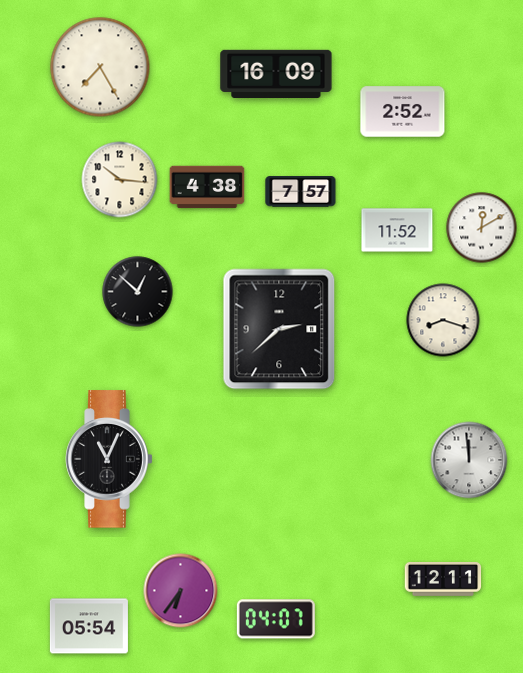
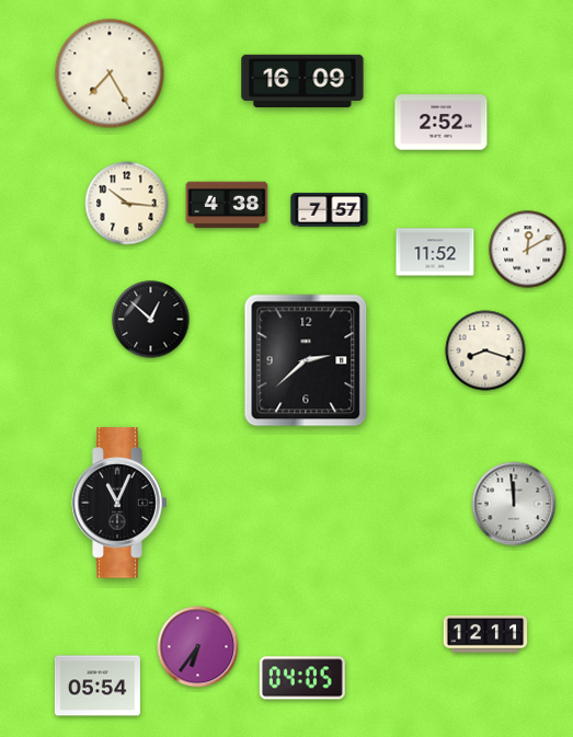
clock at (120, 180) position: (120, 180) -> (127, 204)
clock at (276, 619): 04:07 -> 04:05
